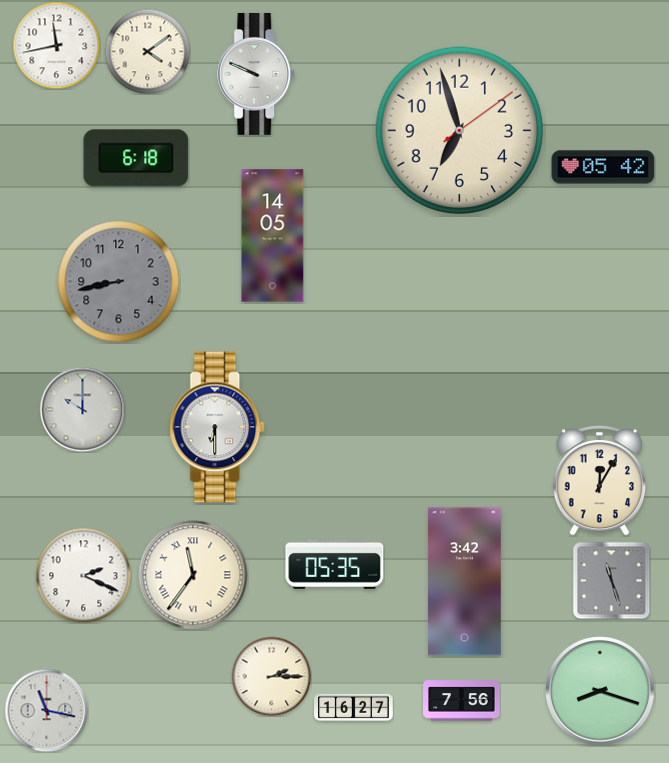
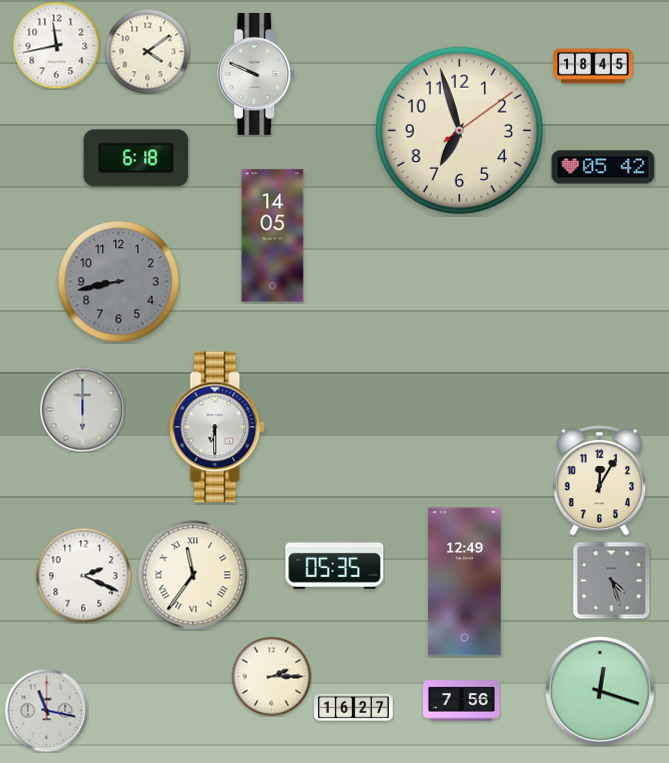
clock at (593, 66): none -> 18:45
clock at (82, 409): 10:00 -> 6:00
clock at (611, 580): 11:27 -> 4:27
clock at (464, 582): 3:42 -> 12:49
clock at (600, 691): 8:18 -> 12:18
